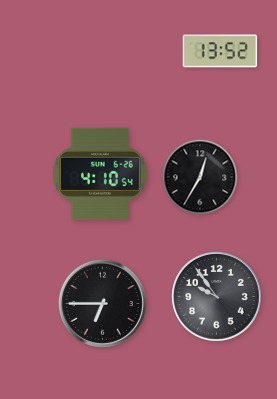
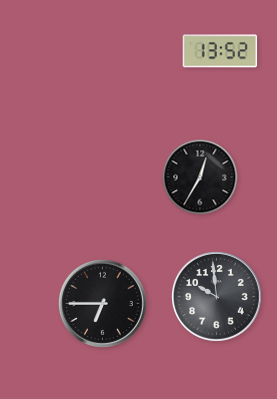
clock at (100, 174): 4:10 -> none
clock at (217, 297): 9:54 -> 9:59
